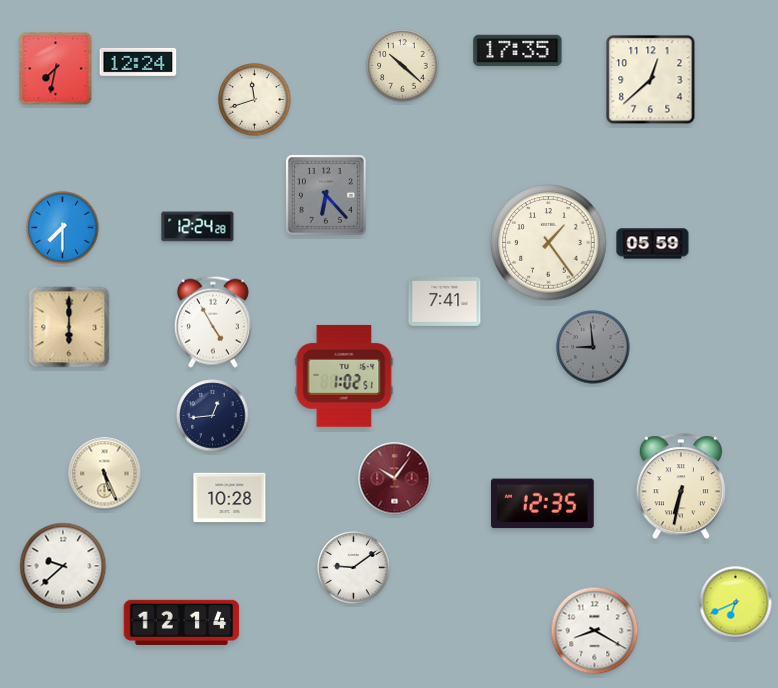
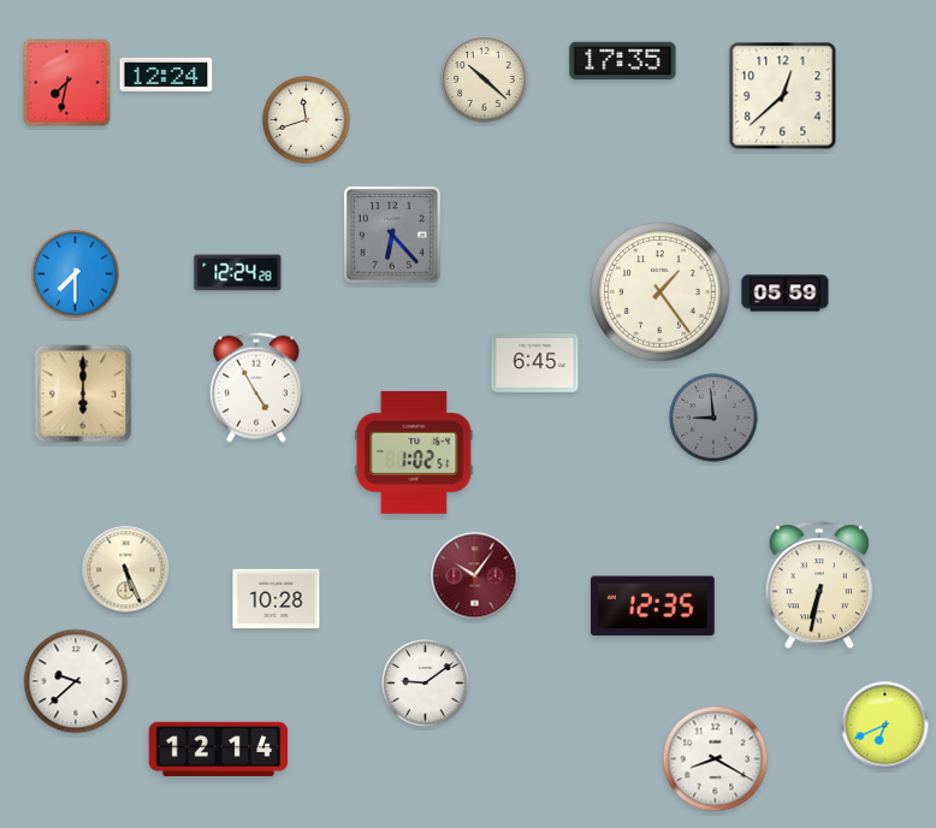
clock at (445, 302): 7:41 -> 6:45
clock at (213, 416): 12:44 -> none
